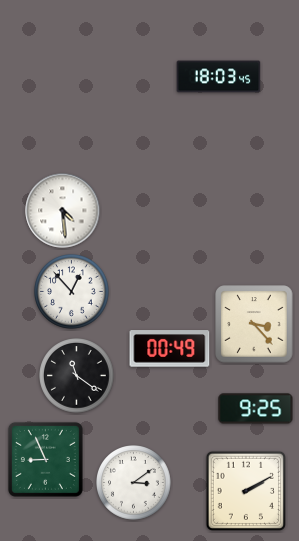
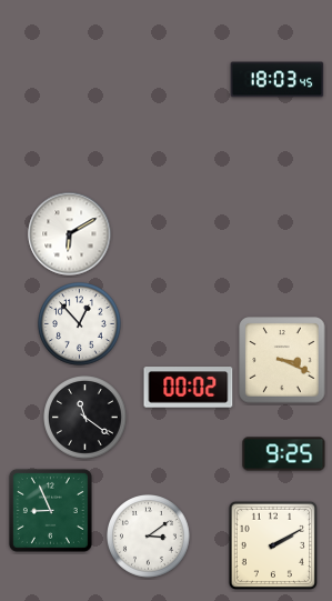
clock at (219, 77) position: (219, 77) -> (278, 80)
clock at (63, 211): 4:29 -> 6:10
clock at (254, 324): 3:23 -> 3:19
clock at (170, 349): 00:49 -> 00:02
